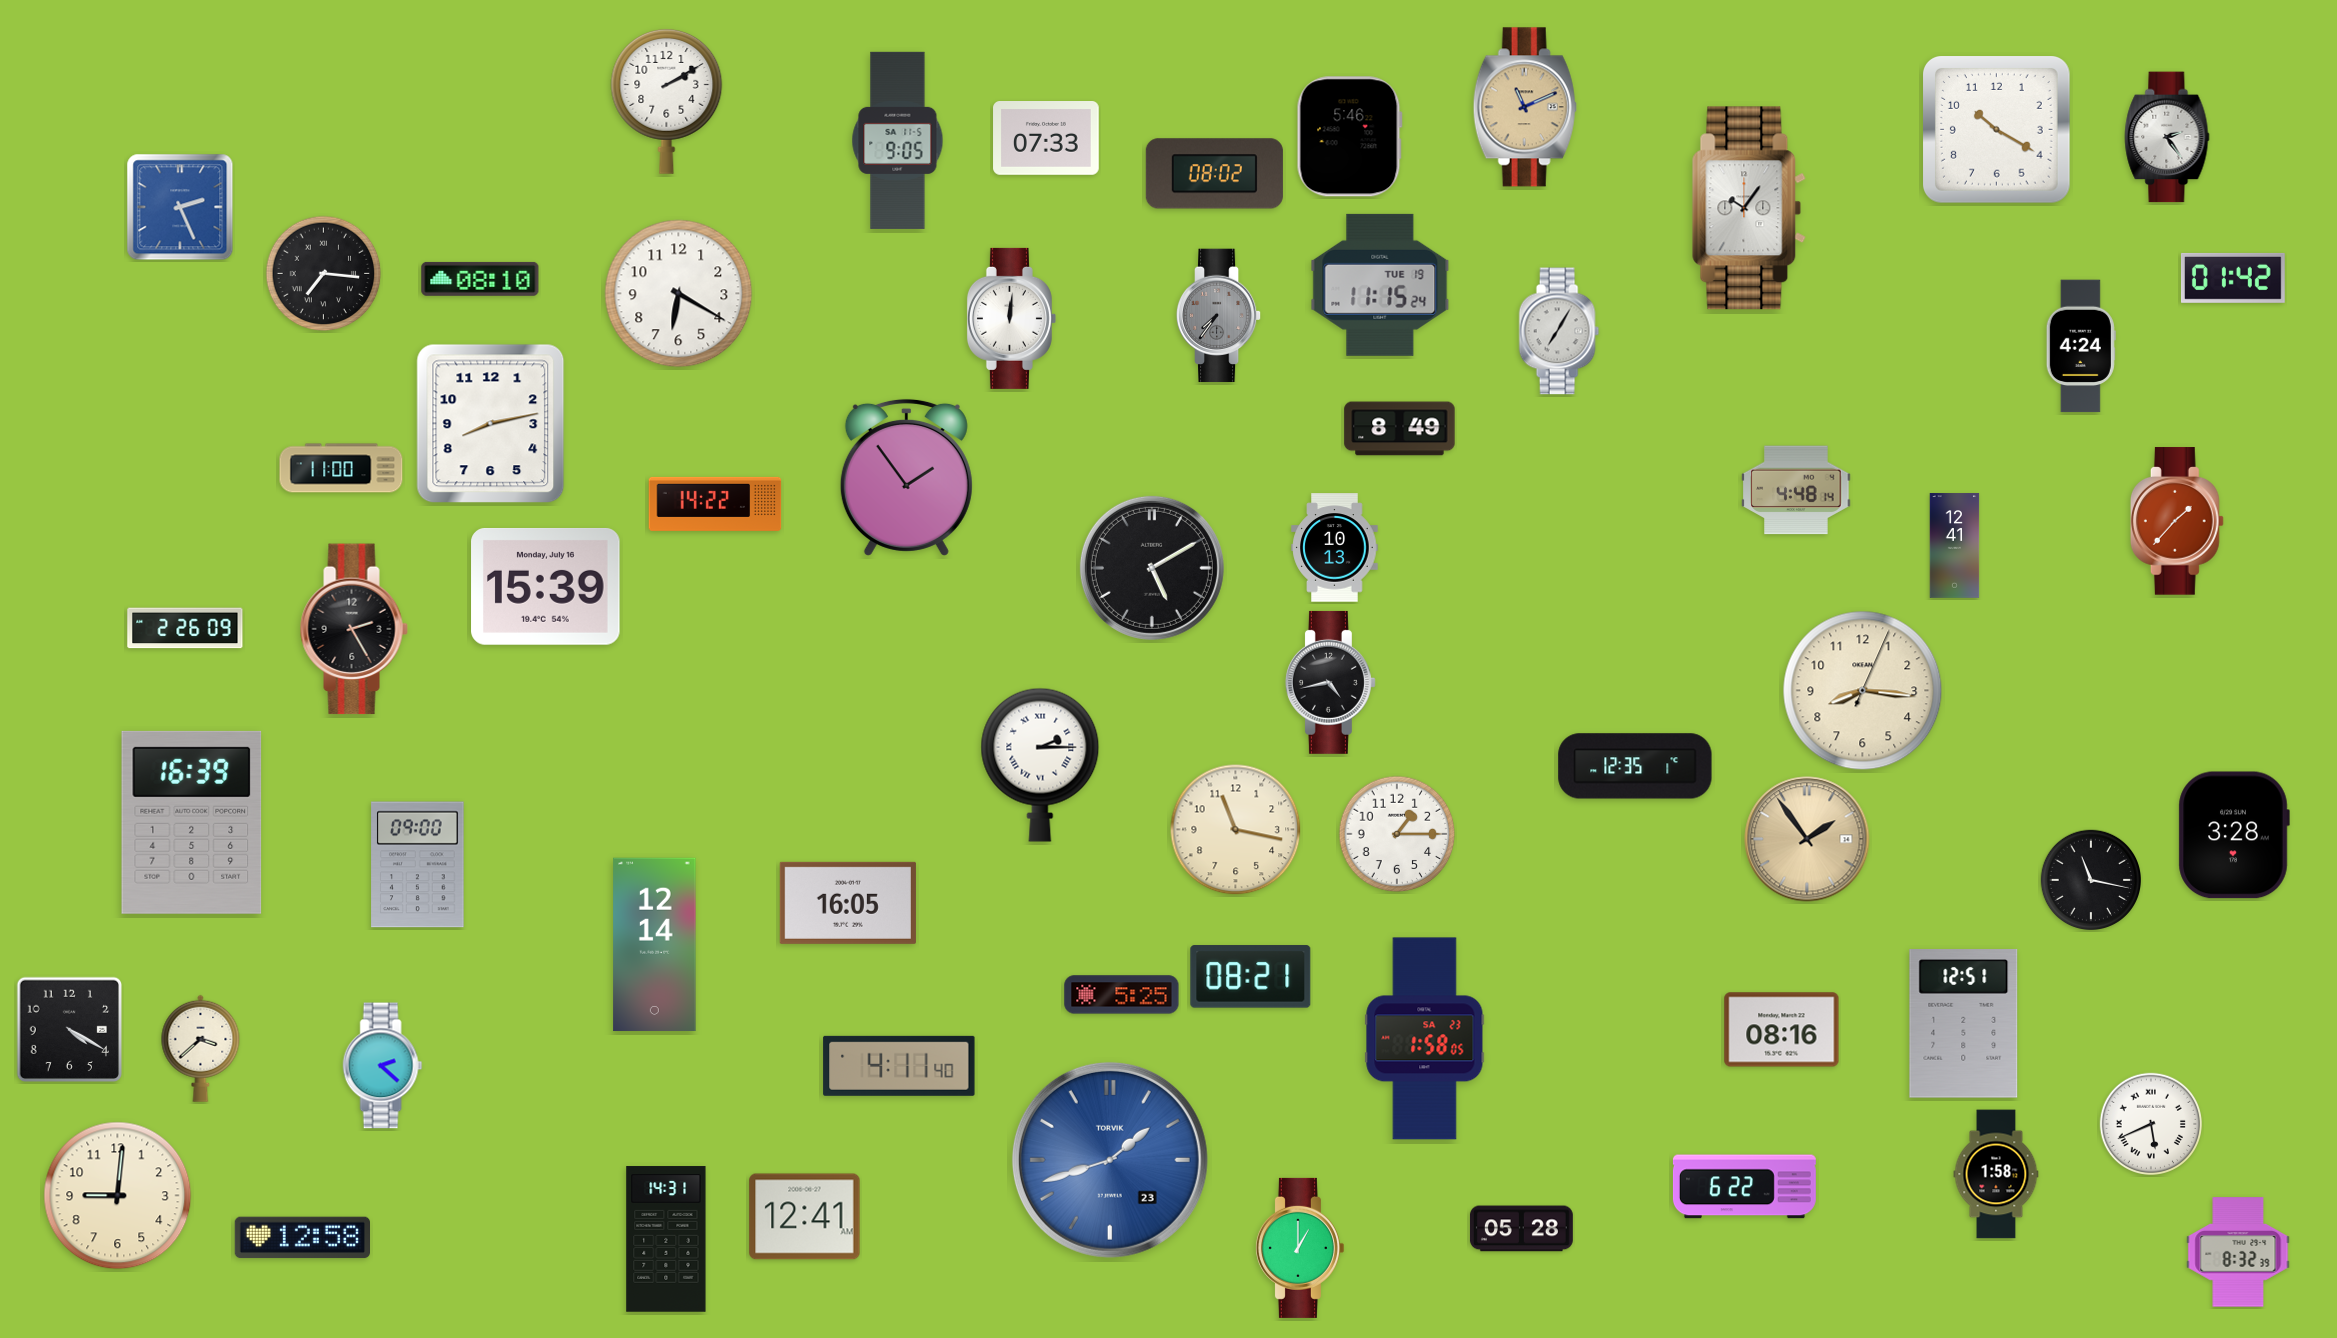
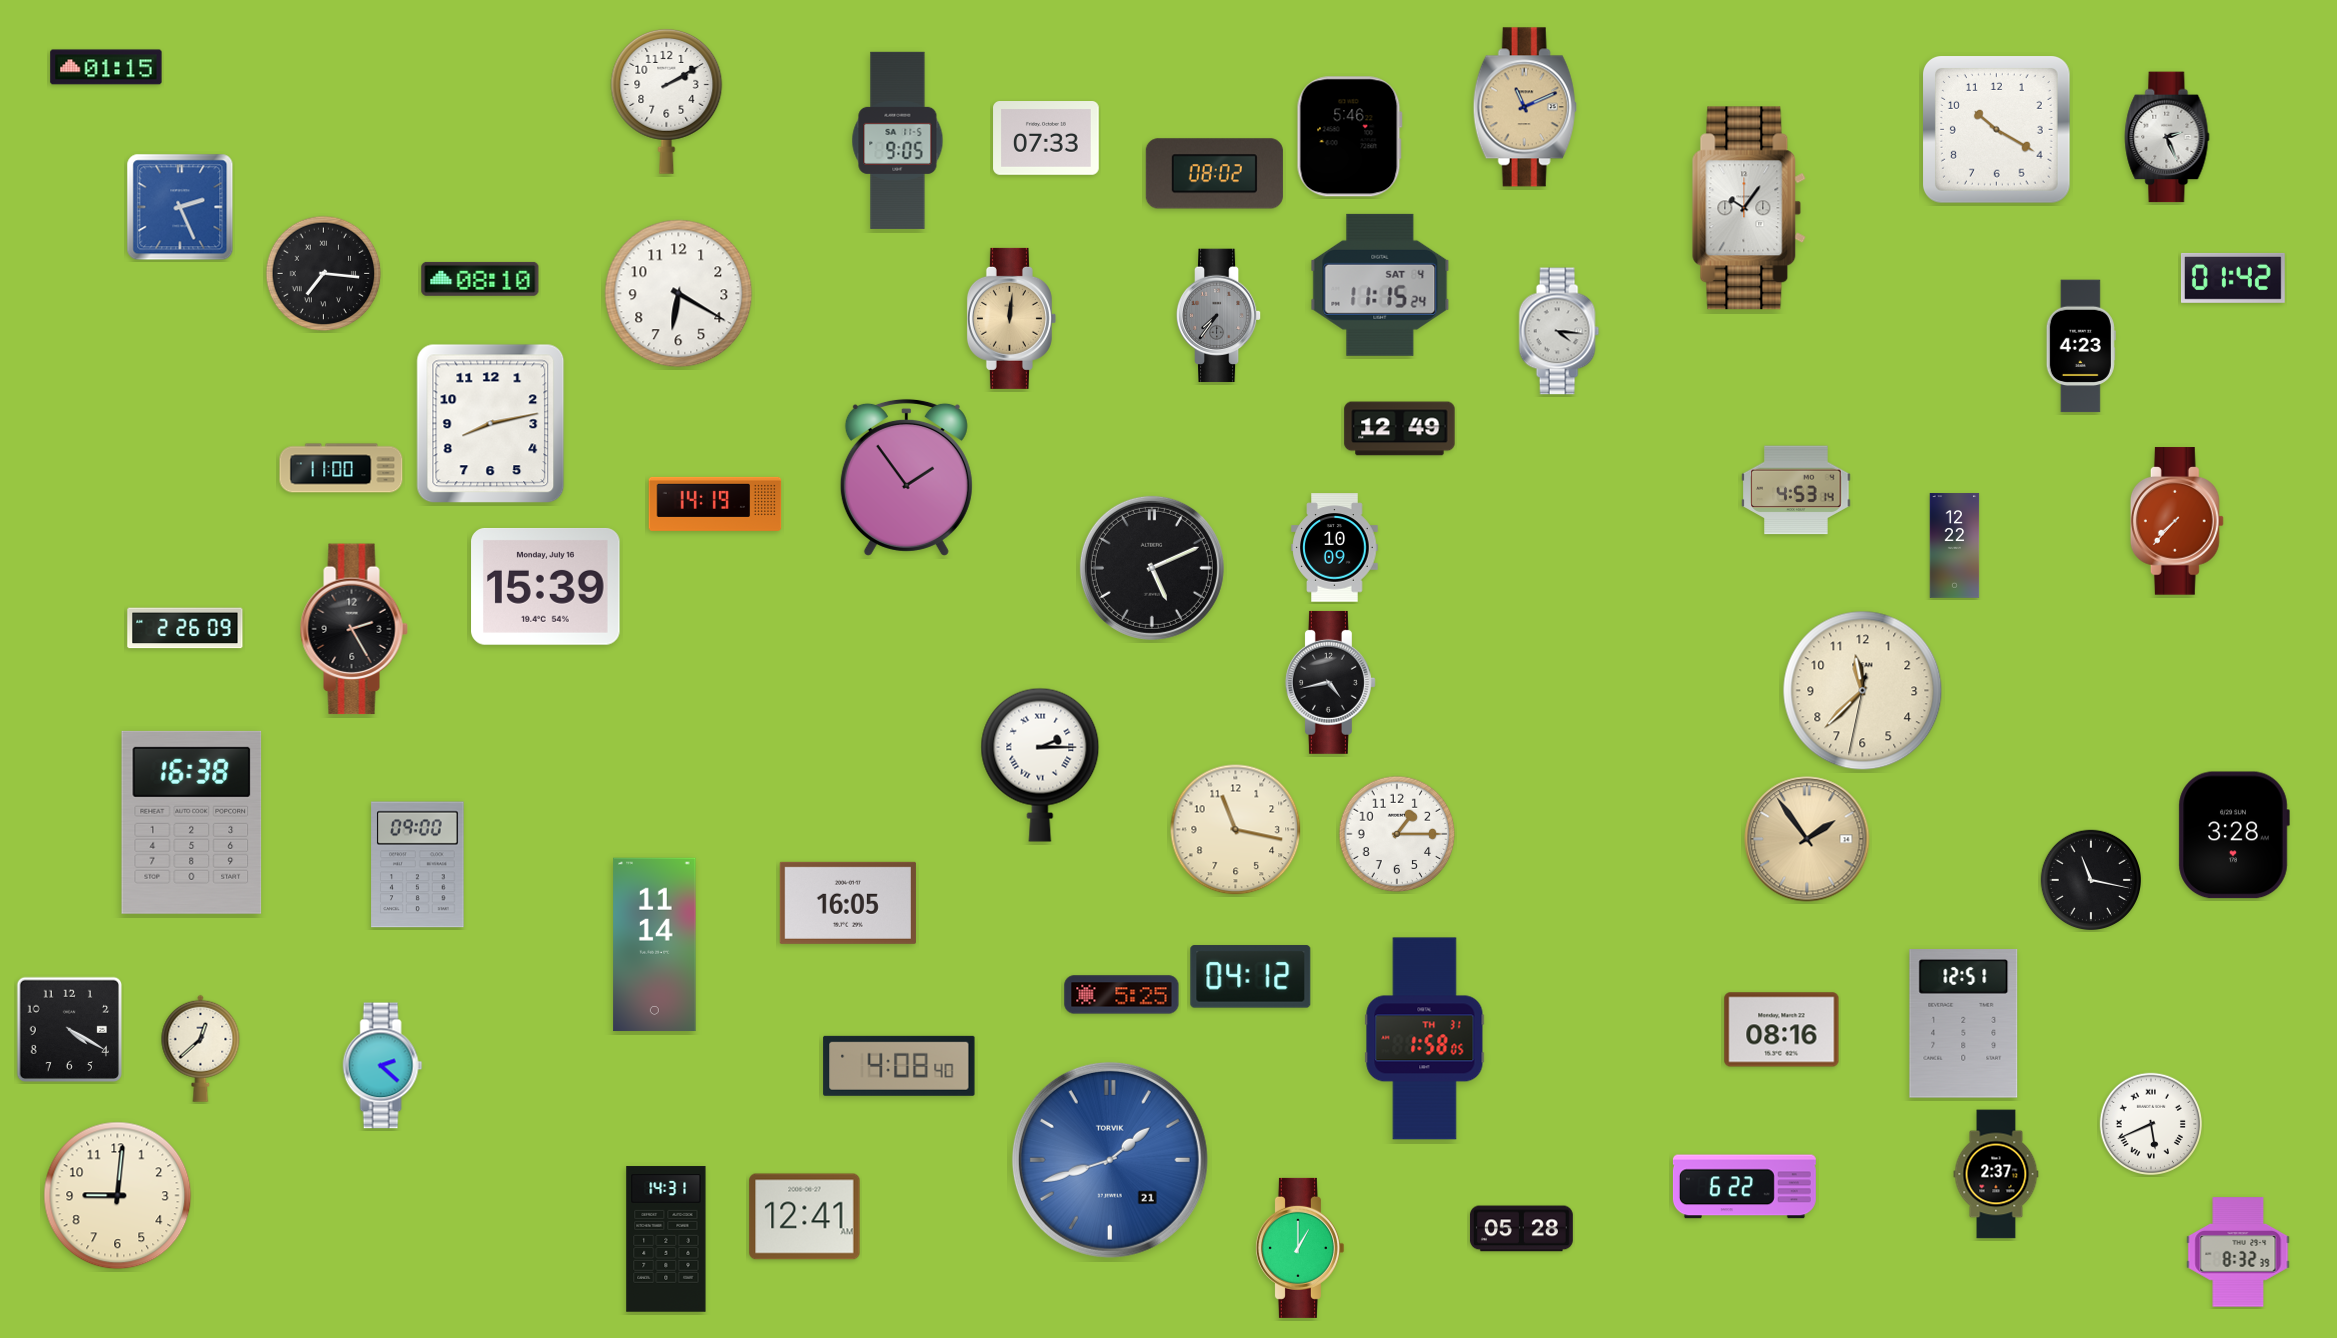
clock at (106, 67): none -> 01:15
clock at (2167, 137): 2:24 -> 2:26
clock at (1380, 285) date: TUE 19 -> SAT 4
clock at (1011, 318) dial: white -> champagne
clock at (1559, 331): 7:05 -> 4:16
clock at (2081, 346): 4:24 -> 4:23
clock at (1400, 429): 8:49 -> 12:49
clock at (1796, 490): 4:48 -> 4:53
clock at (715, 504): 14:22 -> 14:19
clock at (2177, 521): 1:37 -> 7:37
clock at (1955, 546): 12:41 -> 12:22
clock at (1335, 548): 10:13 -> 10:09
clock at (1152, 568): 5:10 -> 5:11
clock at (1863, 691): 8:16 -> 11:37
clock at (1635, 766): 12:35 -> none
clock at (192, 822): 16:39 -> 16:38
clock at (655, 945): 12:14 -> 11:14
clock at (1251, 977): 08:21 -> 04:12
clock at (1425, 1039) date: SA 23 -> TH 31
clock at (201, 1048): 3:38 -> 12:38
clock at (899, 1066): 4:11 -> 4:08
clock at (1110, 1160) date: 23 -> 21
clock at (1996, 1174): 1:58 -> 2:37
clock at (302, 1238): 12:58 -> none
